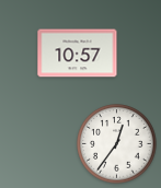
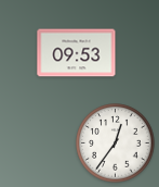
clock at (78, 54): 10:57 -> 09:53
